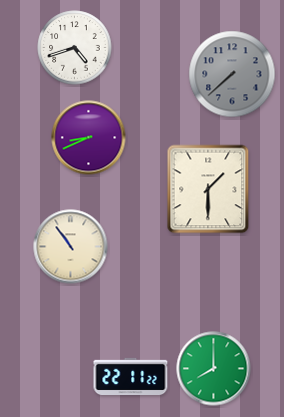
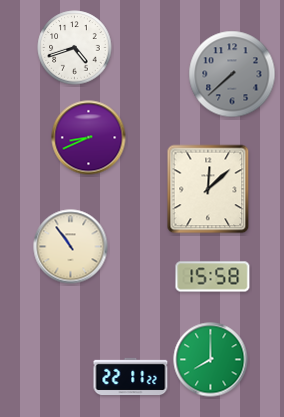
clock at (208, 189): 1:30 -> 12:08
clock at (213, 277): none -> 15:58
clock at (214, 369) position: (214, 369) -> (211, 360)
